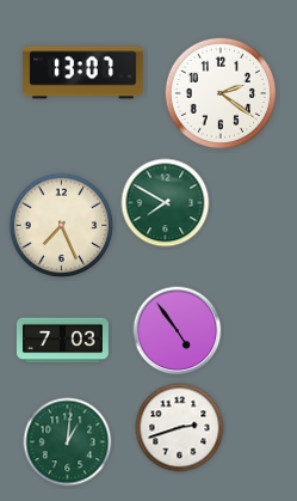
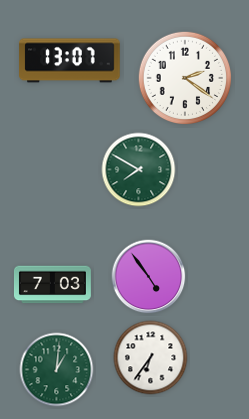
clock at (62, 226): 7:26 -> none
clock at (180, 428): 2:42 -> 6:36
